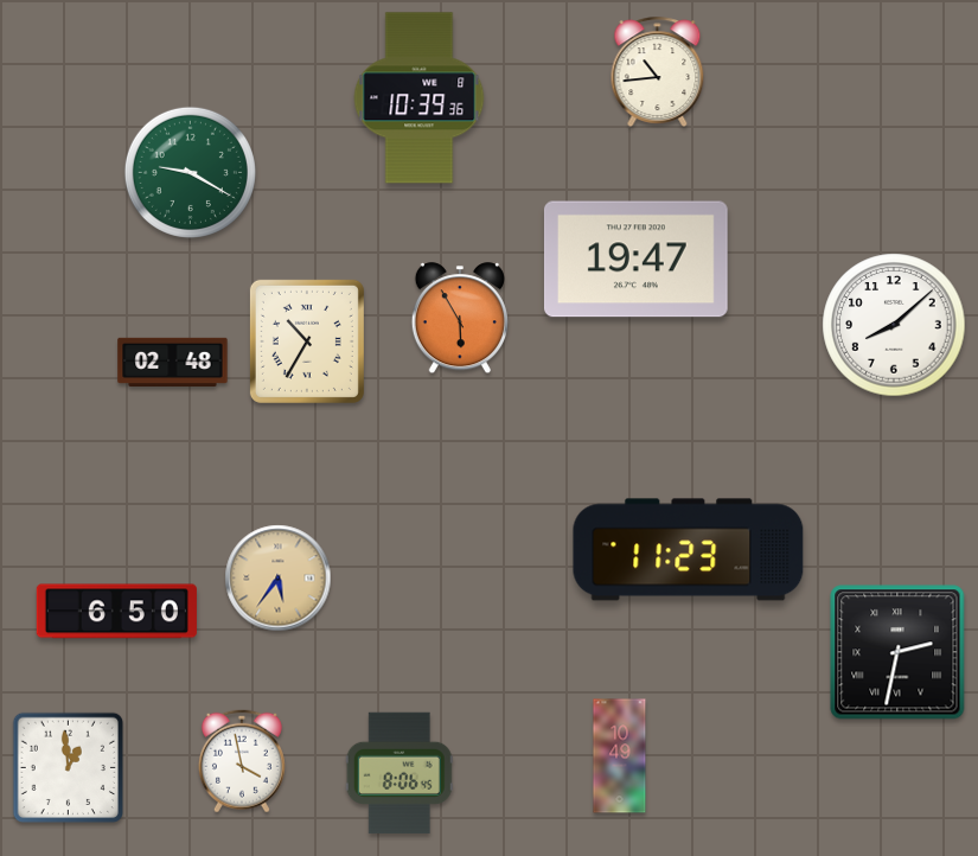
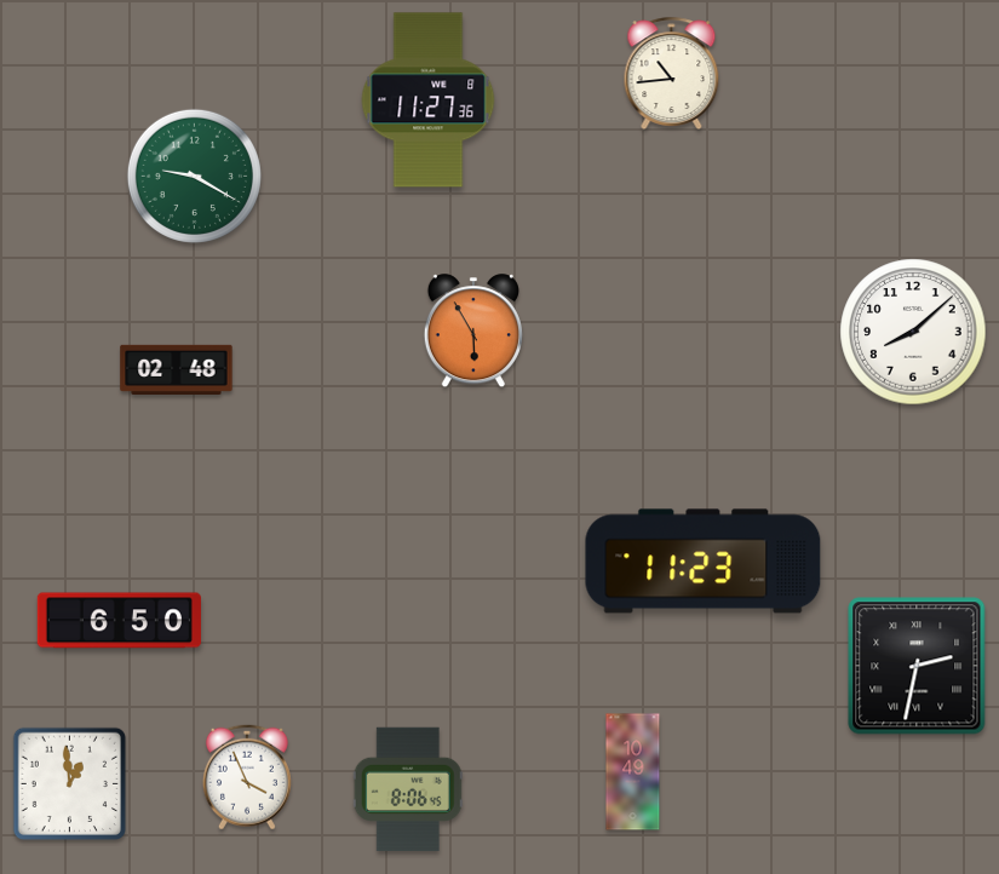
clock at (420, 98): 10:39 -> 11:27
clock at (637, 260): 19:47 -> none
clock at (460, 319) position: (460, 319) -> (473, 332)
clock at (307, 341): 10:35 -> none
clock at (279, 579): 5:36 -> none
clock at (116, 612) position: (116, 612) -> (119, 621)
clock at (242, 761): 3:58 -> 3:56
